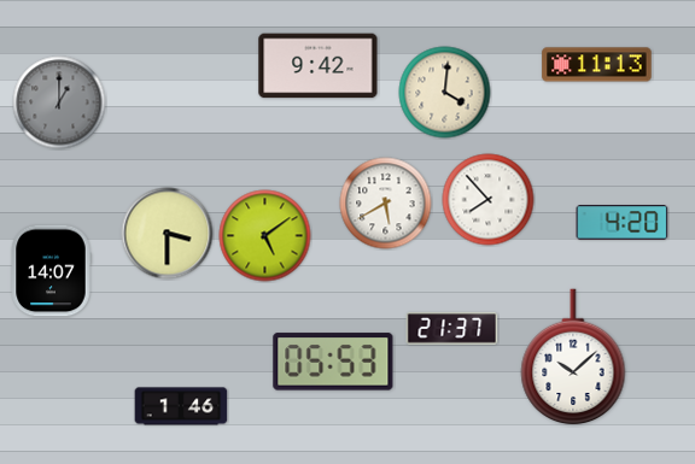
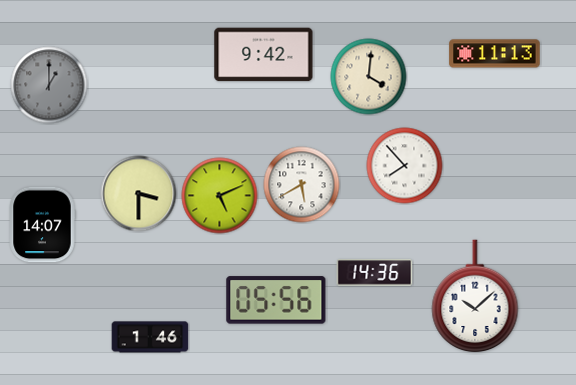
clock at (386, 204) position: (386, 204) -> (302, 185)
clock at (623, 223): 4:20 -> none
clock at (265, 236): 5:09 -> 5:11
clock at (452, 329): 21:37 -> 14:36
clock at (333, 362): 05:53 -> 05:56
